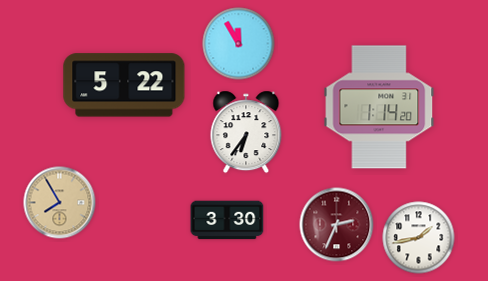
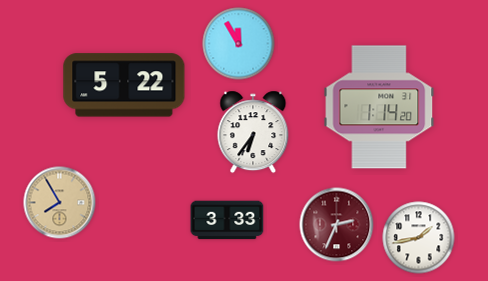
clock at (246, 132) position: (246, 132) -> (253, 132)
clock at (227, 220): 3:30 -> 3:33
